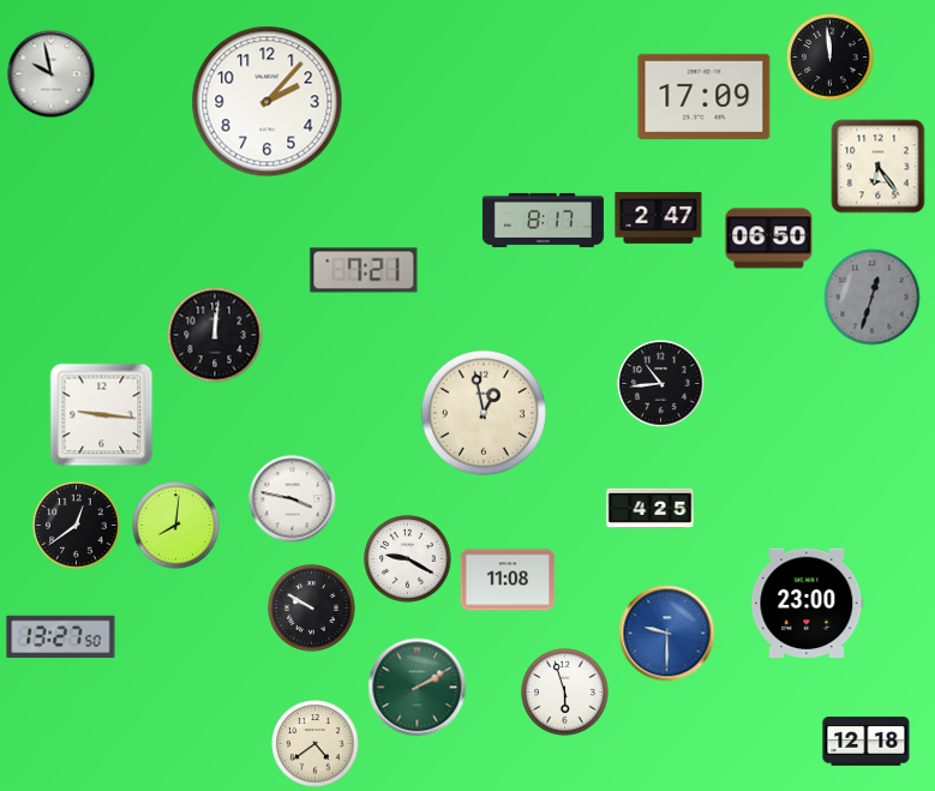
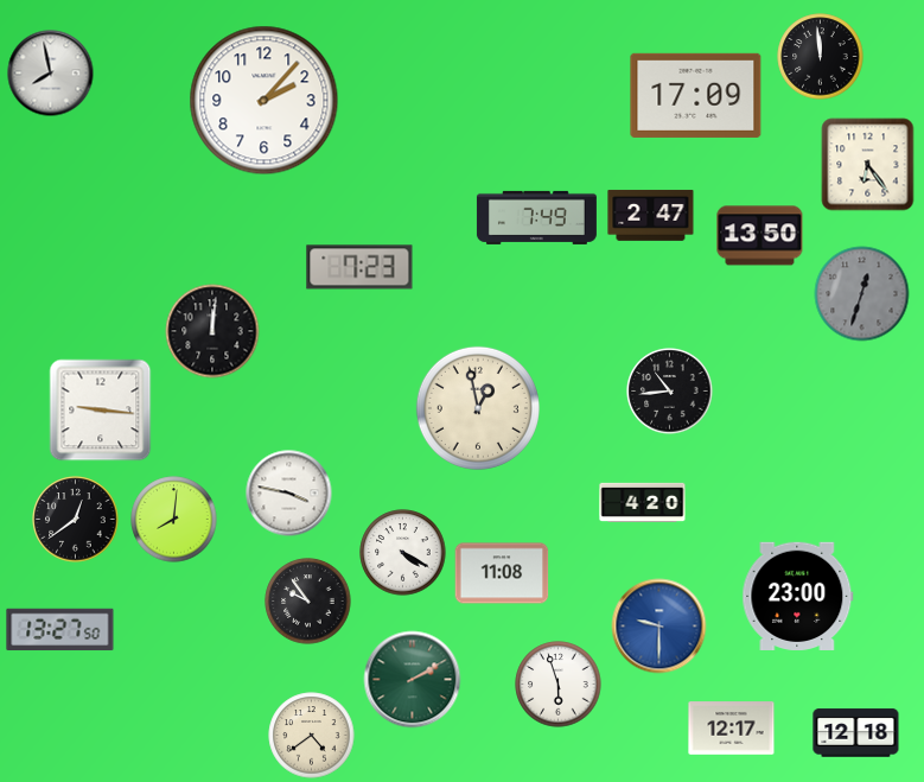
clock at (52, 74): 9:58 -> 7:58
clock at (543, 220): 8:17 -> 7:49
clock at (769, 239): 06:50 -> 13:50
clock at (364, 270): 7:21 -> 7:23
clock at (661, 384) position: (661, 384) -> (670, 392)
clock at (651, 509): 4:25 -> 4:20
clock at (408, 559): 9:20 -> 4:20
clock at (312, 609): 9:50 -> 9:54
clock at (732, 729): none -> 12:17
